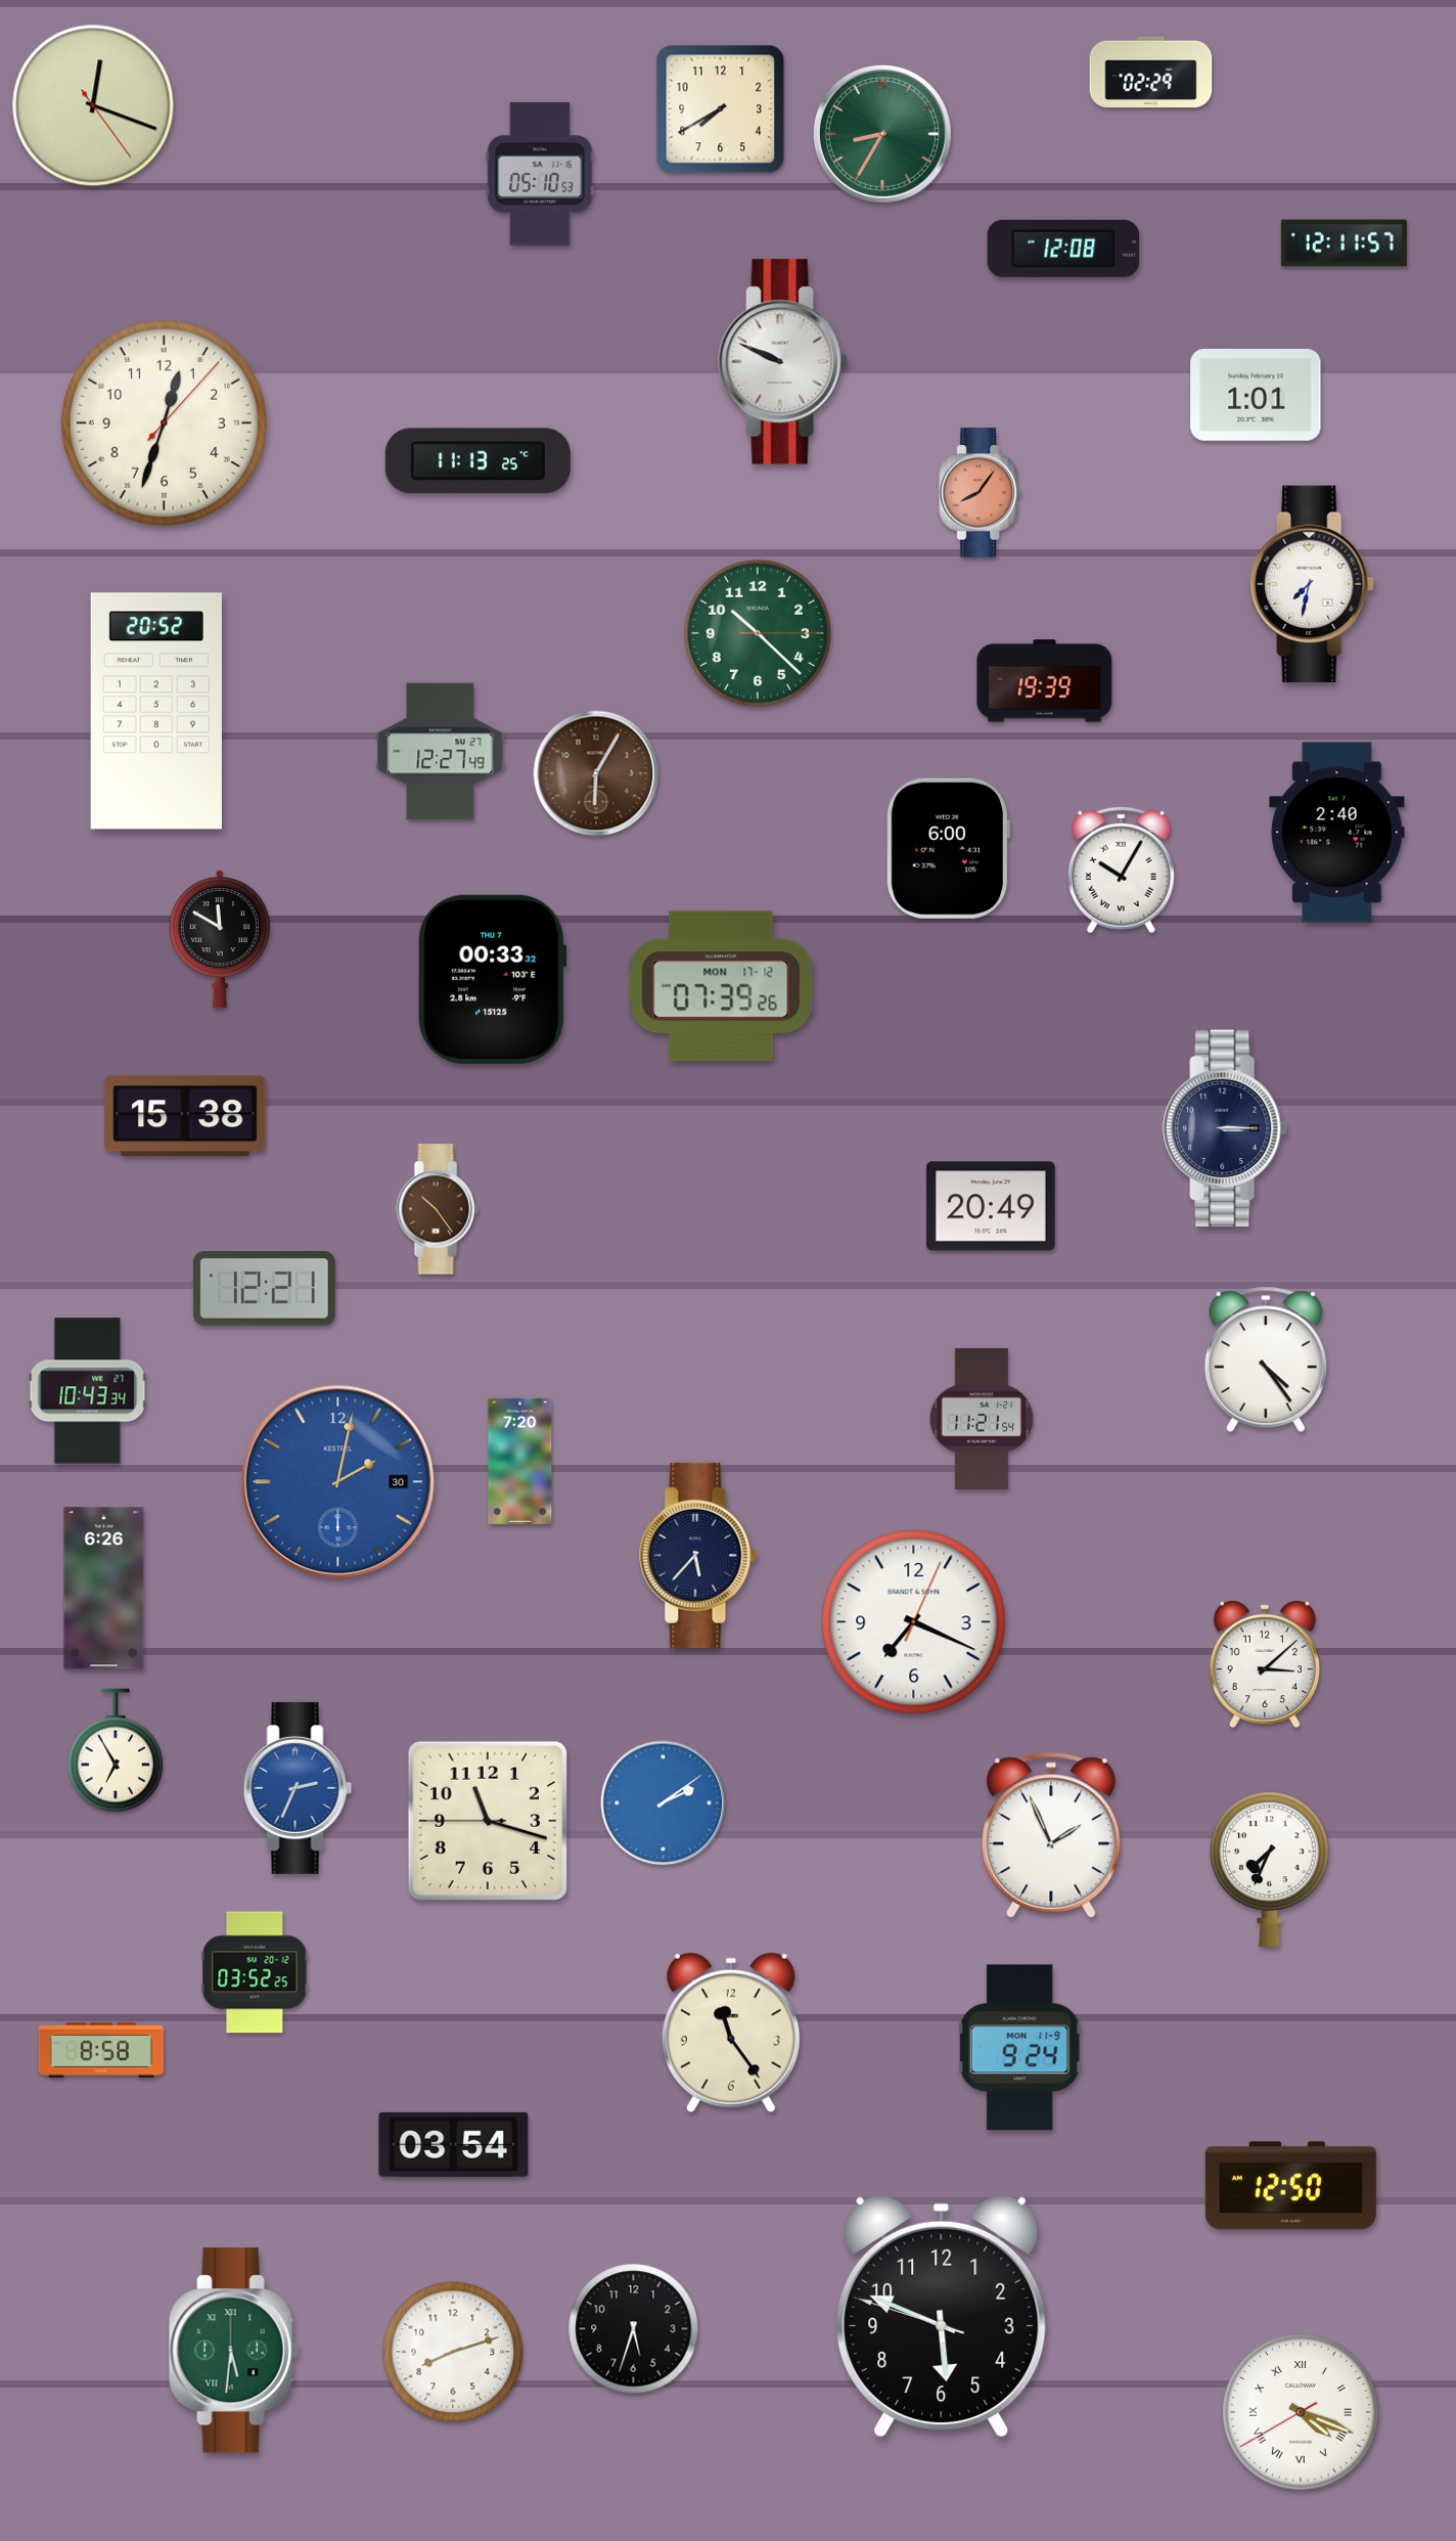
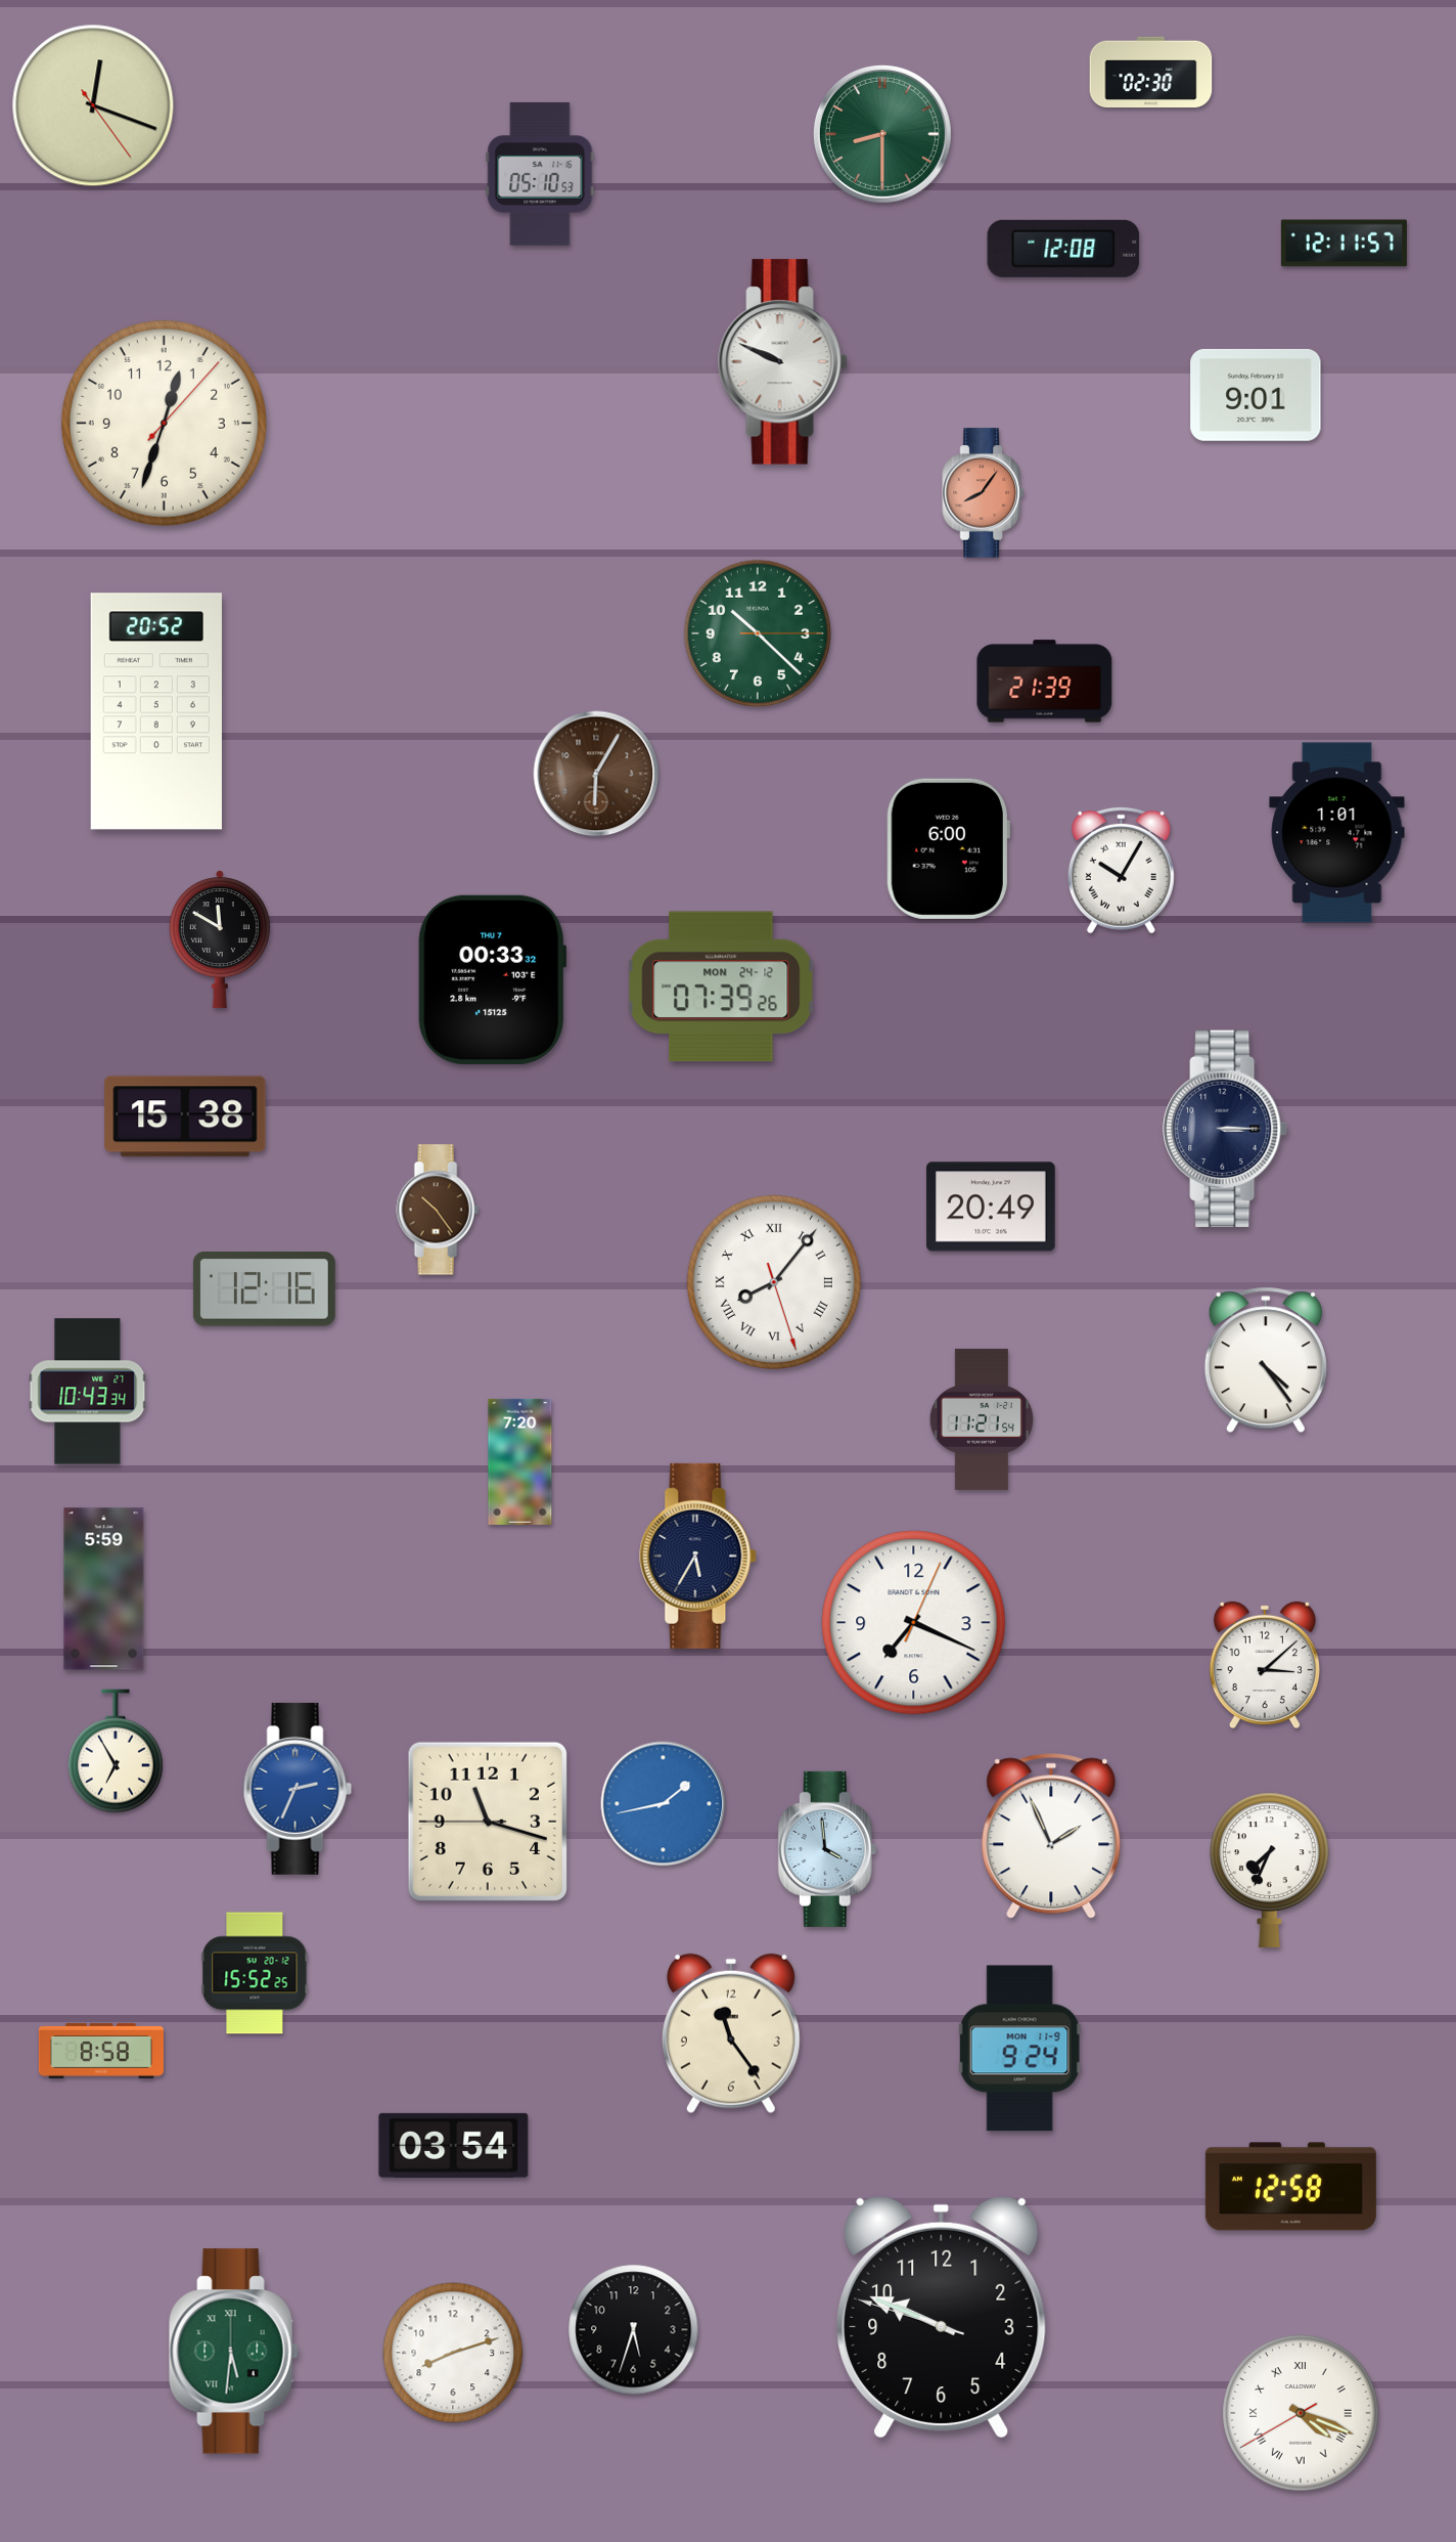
clock at (1151, 73): 02:29 -> 02:30
clock at (721, 109): 7:40 -> none
clock at (882, 134): 8:35 -> 8:30
clock at (1256, 395): 1:01 -> 9:01
clock at (477, 461): 11:13 -> none
clock at (980, 493) position: (980, 493) -> (983, 493)
clock at (1312, 584): 7:32 -> none
clock at (1045, 681): 19:39 -> 21:39
clock at (441, 752): 12:27 -> none
clock at (1337, 833): 2:40 -> 1:01
clock at (721, 986) date: MON 17-12 -> MON 24-12
clock at (774, 1282): none -> 8:06
clock at (264, 1289): 12:21 -> 12:16
clock at (338, 1482): 2:02 -> none
clock at (698, 1555): 5:37 -> 5:35
clock at (104, 1589): 6:26 -> 5:59
clock at (664, 1803): 2:09 -> 1:43
clock at (827, 1849): none -> 3:59
clock at (255, 1972): 03:52 -> 15:52
clock at (1290, 2186): 12:50 -> 12:58
clock at (942, 2316): 5:48 -> 9:48
